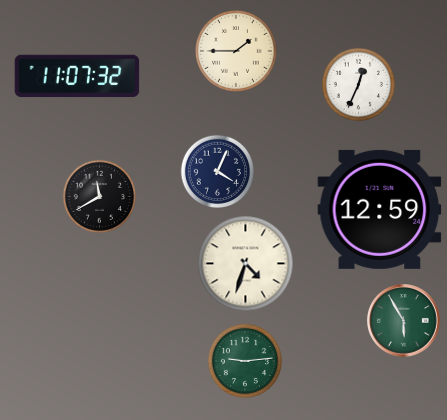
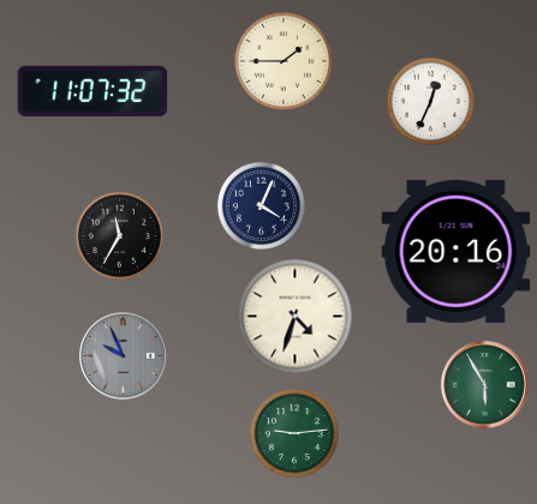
clock at (99, 196): 11:40 -> 11:35
clock at (380, 209): 12:59 -> 20:16
clock at (124, 356): none -> 9:56
